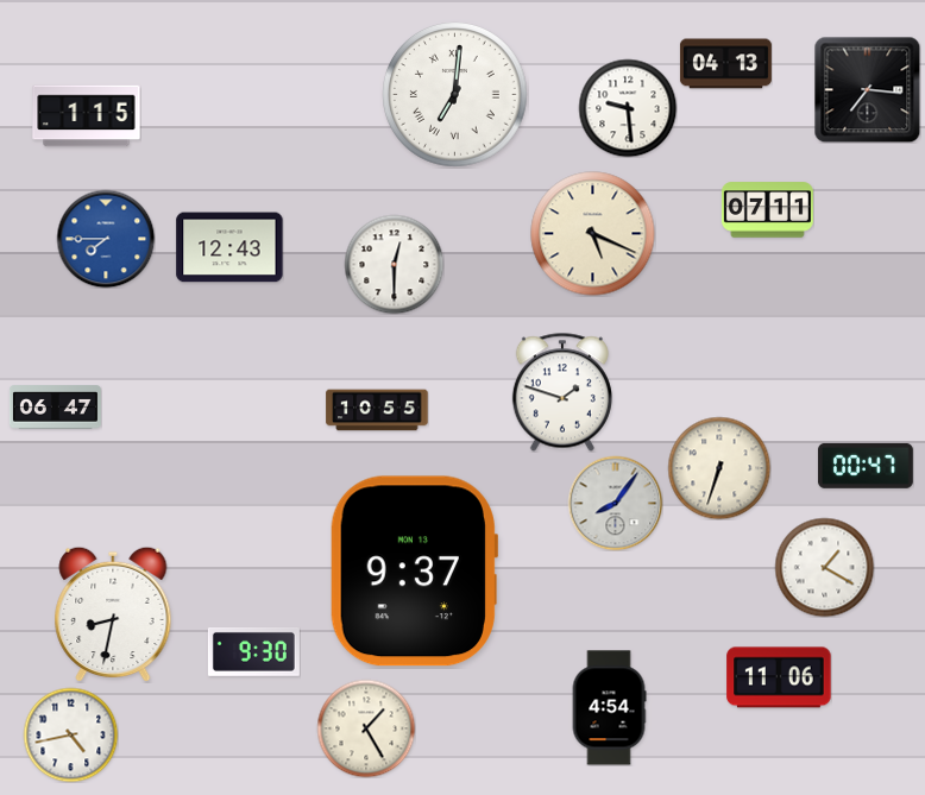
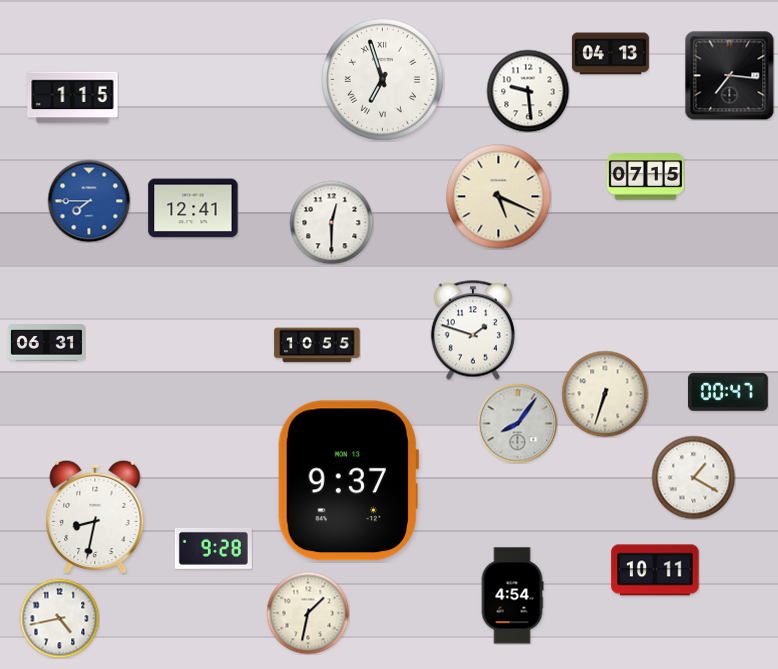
clock at (455, 95): 7:01 -> 6:57
clock at (767, 210): 07:11 -> 07:15
clock at (229, 247): 12:43 -> 12:41
clock at (55, 408): 06:47 -> 06:31
clock at (253, 651): 9:30 -> 9:28
clock at (779, 677): 11:06 -> 10:11
clock at (366, 728): 1:25 -> 1:32
